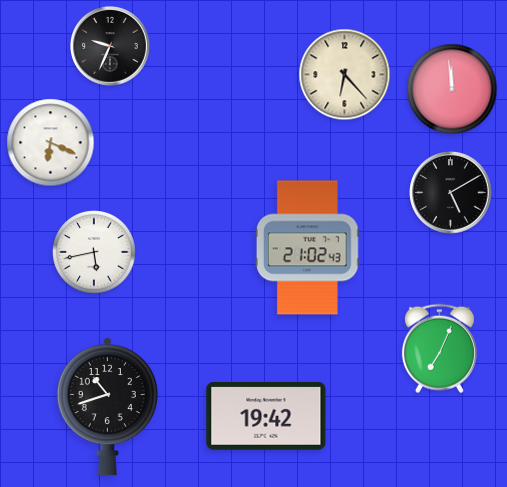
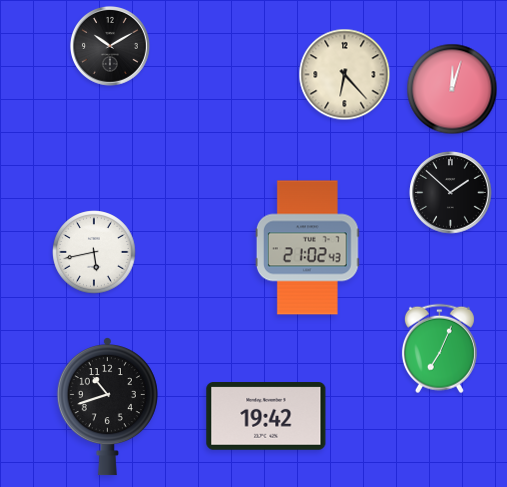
clock at (110, 46): 9:34 -> 10:10
clock at (452, 89): 11:59 -> 12:03
clock at (51, 143): 6:19 -> none
clock at (451, 193): 5:10 -> 1:52
